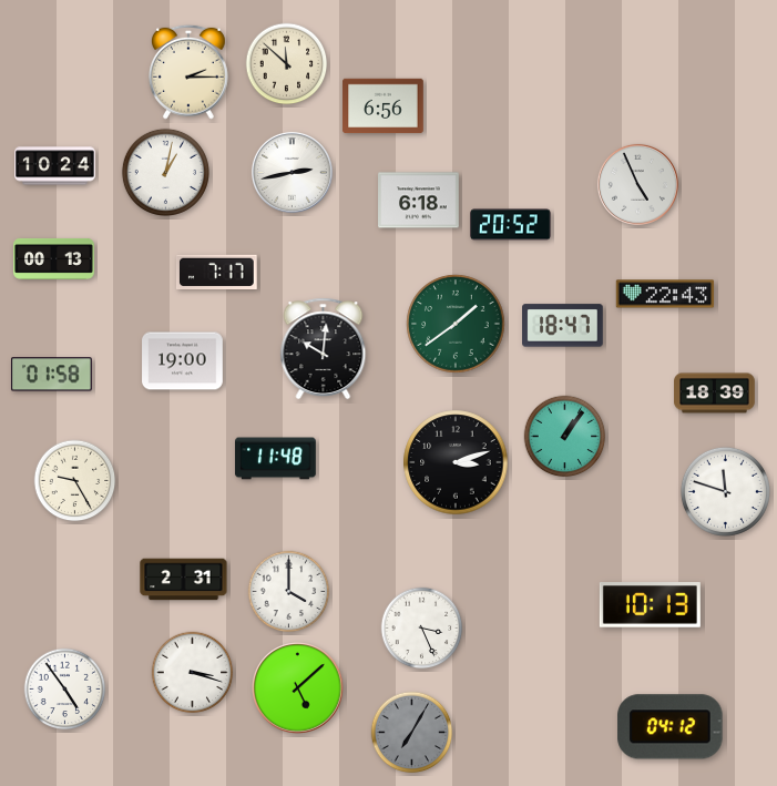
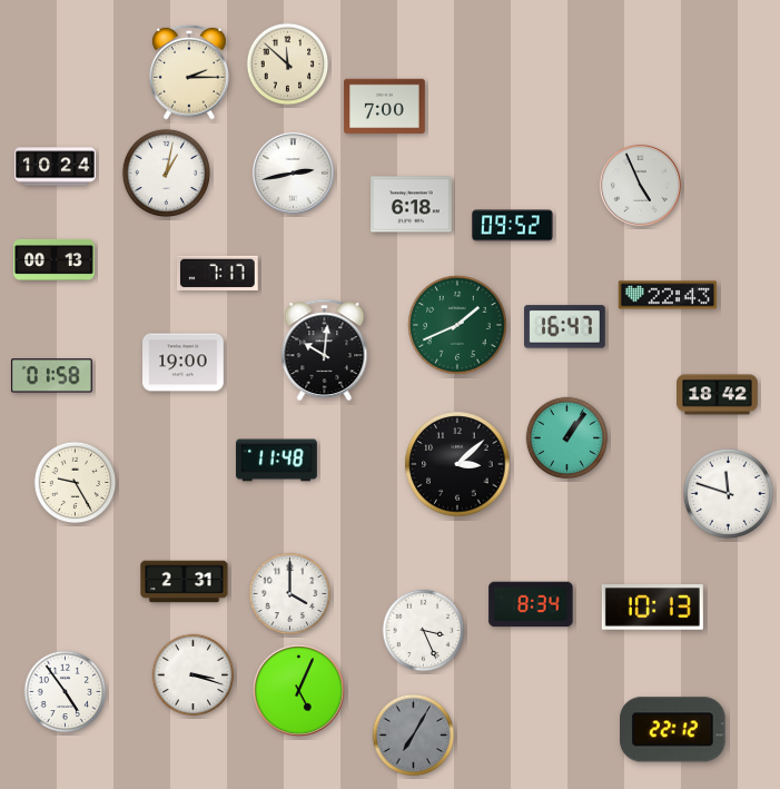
clock at (384, 106): 6:56 -> 7:00
clock at (419, 201) position: (419, 201) -> (412, 205)
clock at (511, 225): 20:52 -> 09:52
clock at (456, 324): 1:39 -> 1:41
clock at (563, 326): 18:47 -> 16:47
clock at (715, 394): 18:39 -> 18:42
clock at (456, 462): 3:12 -> 3:08
clock at (531, 604): none -> 8:34
clock at (298, 688): 5:08 -> 5:04
clock at (671, 727): 04:12 -> 22:12
